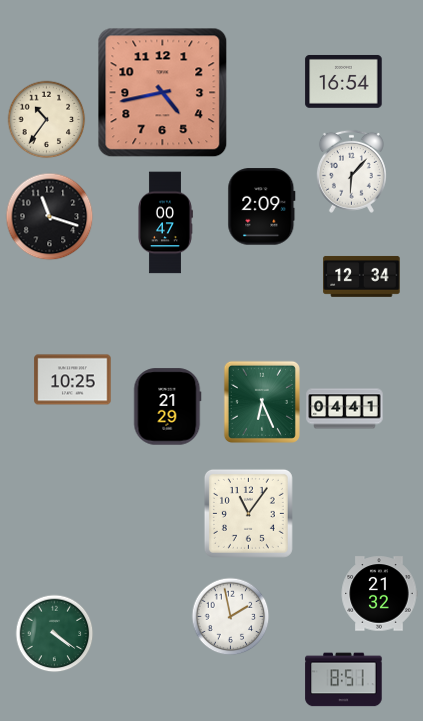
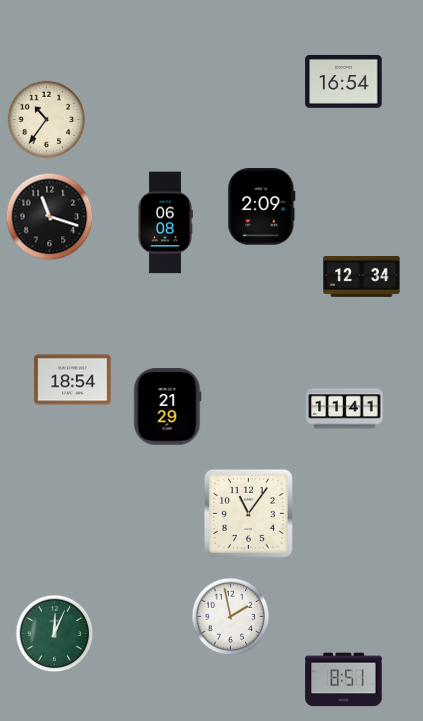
clock at (163, 93): 4:43 -> none
clock at (351, 171): 6:07 -> none
clock at (166, 223): 00:47 -> 06:08
clock at (73, 380): 10:25 -> 18:54
clock at (262, 402): 6:26 -> none
clock at (345, 409): 04:41 -> 11:41
clock at (379, 594): 21:32 -> none
clock at (54, 633): 4:21 -> 12:04
